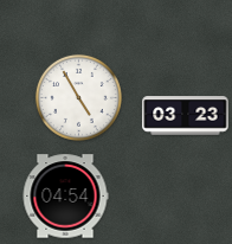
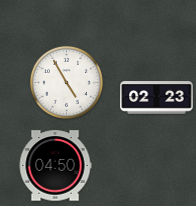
clock at (186, 116): 03:23 -> 02:23
clock at (65, 197): 04:54 -> 04:50
